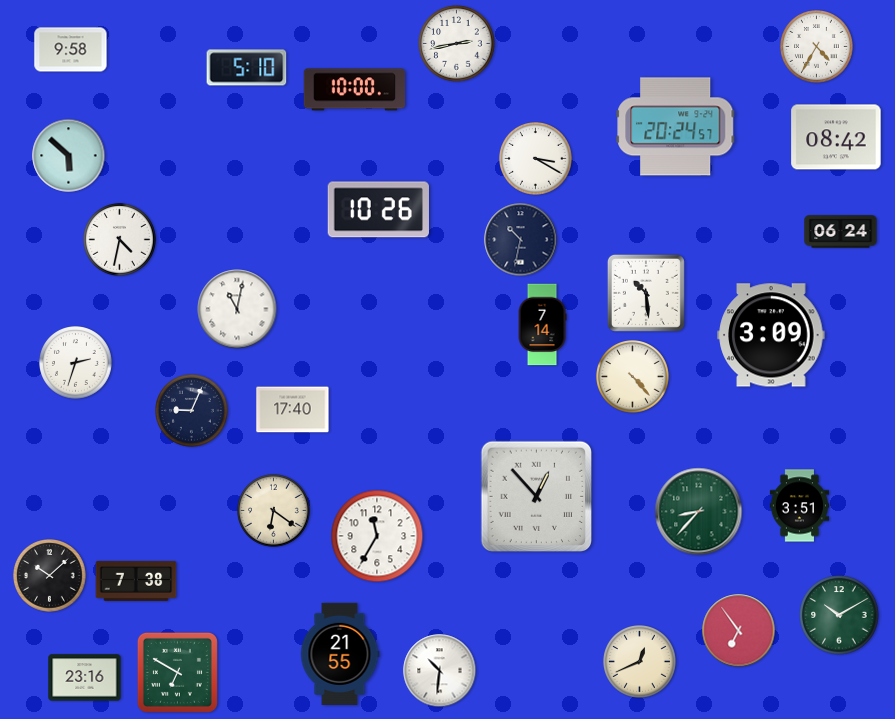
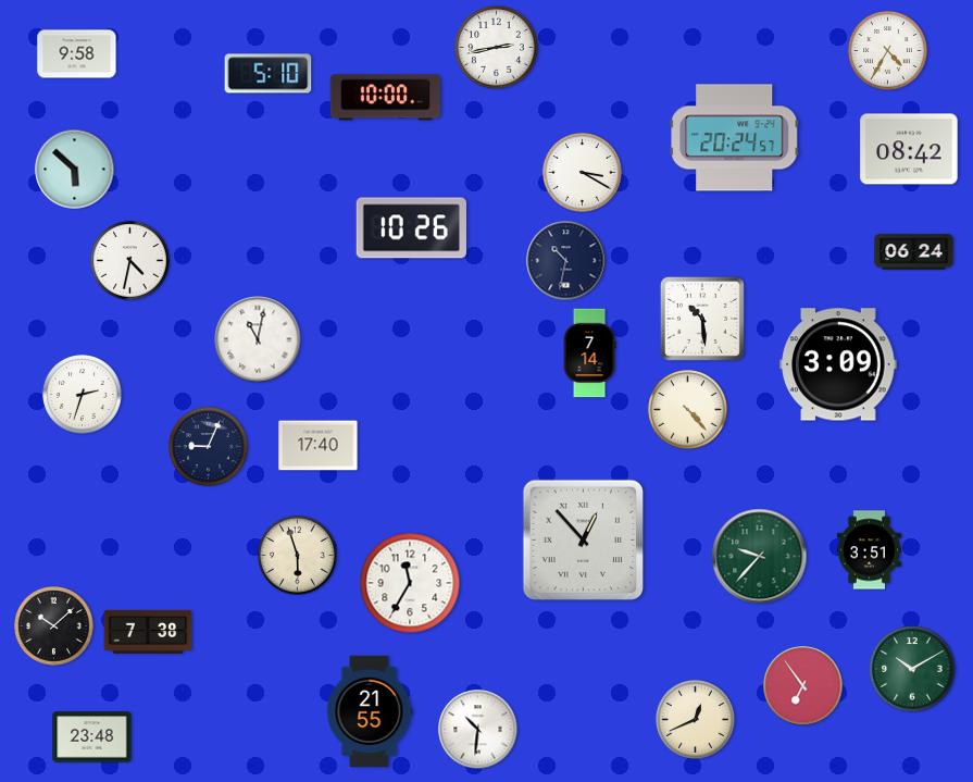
clock at (237, 309) position: (237, 309) -> (258, 339)
clock at (274, 511): 6:21 -> 5:57
clock at (699, 512): 8:37 -> 9:37
clock at (177, 672): 6:50 -> none
clock at (85, 678): 23:16 -> 23:48
